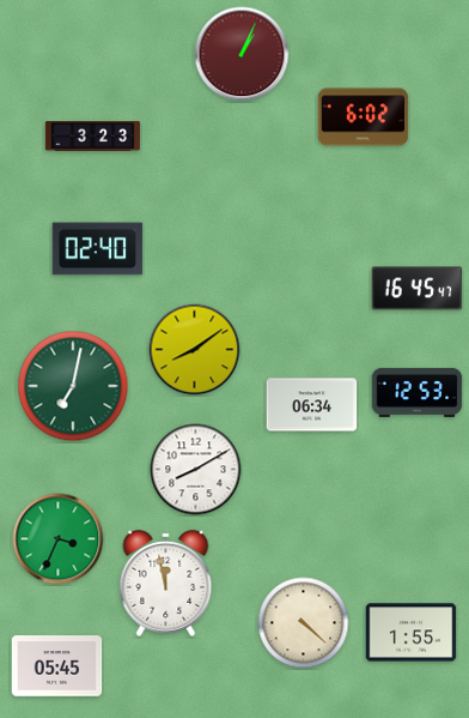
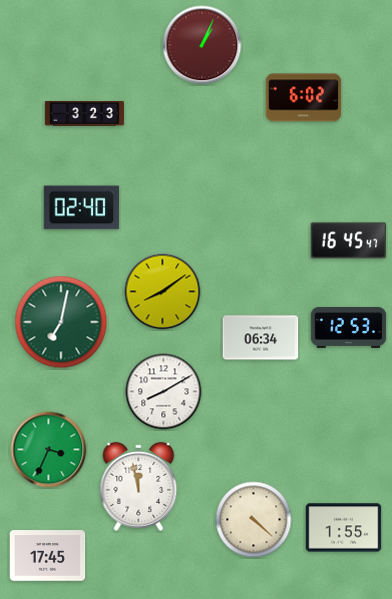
clock at (92, 137) position: (92, 137) -> (84, 114)
clock at (57, 666): 05:45 -> 17:45
